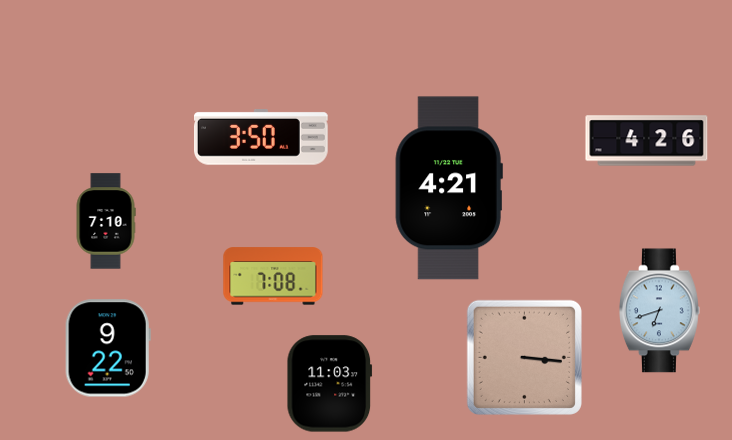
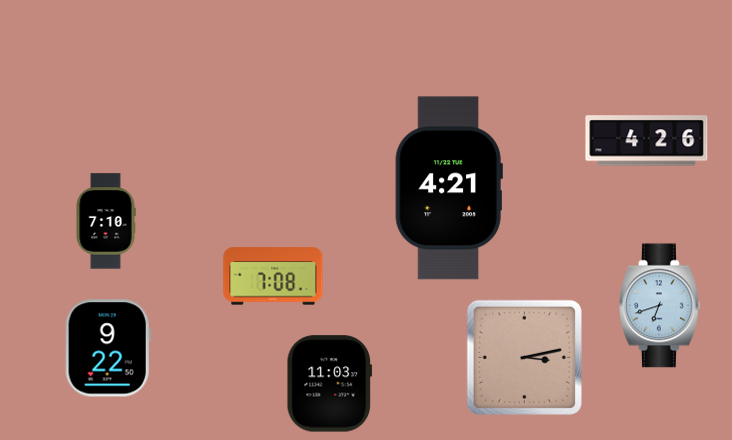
clock at (262, 138): 3:50 -> none
clock at (659, 311) position: (659, 311) -> (659, 306)
clock at (524, 357): 3:16 -> 3:13
